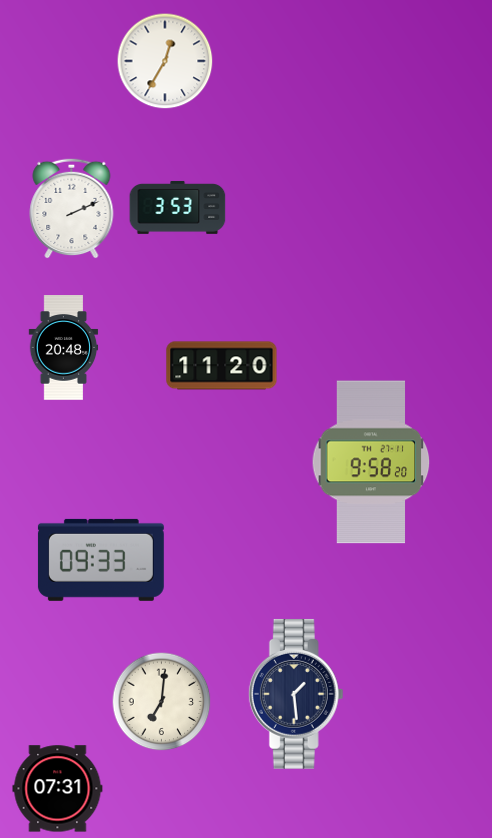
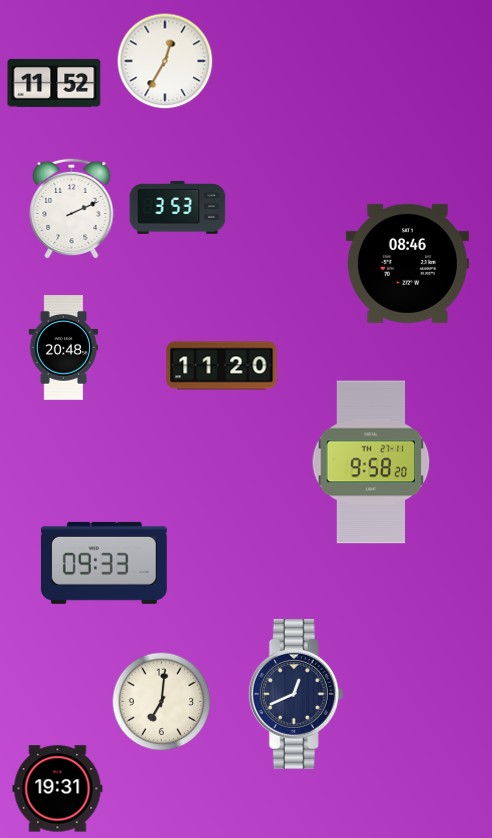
clock at (54, 83): none -> 11:52
clock at (407, 263): none -> 08:46
clock at (101, 560) position: (101, 560) -> (104, 563)
clock at (296, 694): 1:29 -> 12:41
clock at (58, 789): 07:31 -> 19:31
